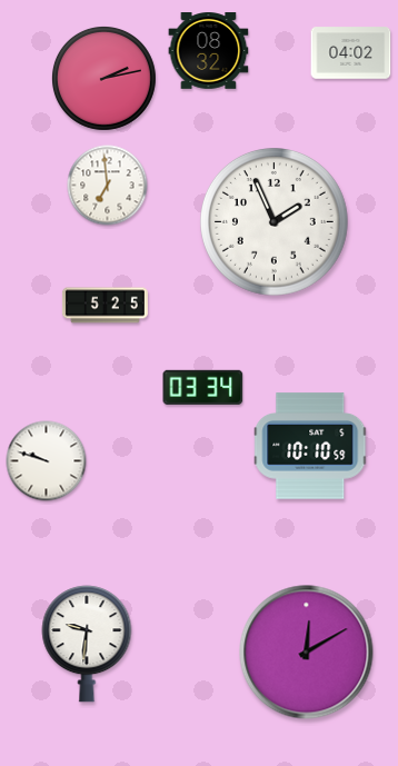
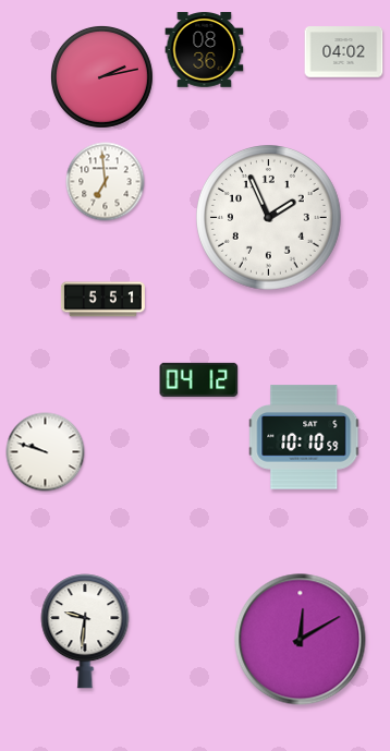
clock at (209, 51): 08:32 -> 08:36
clock at (105, 306): 5:25 -> 5:51
clock at (203, 387): 03:34 -> 04:12
